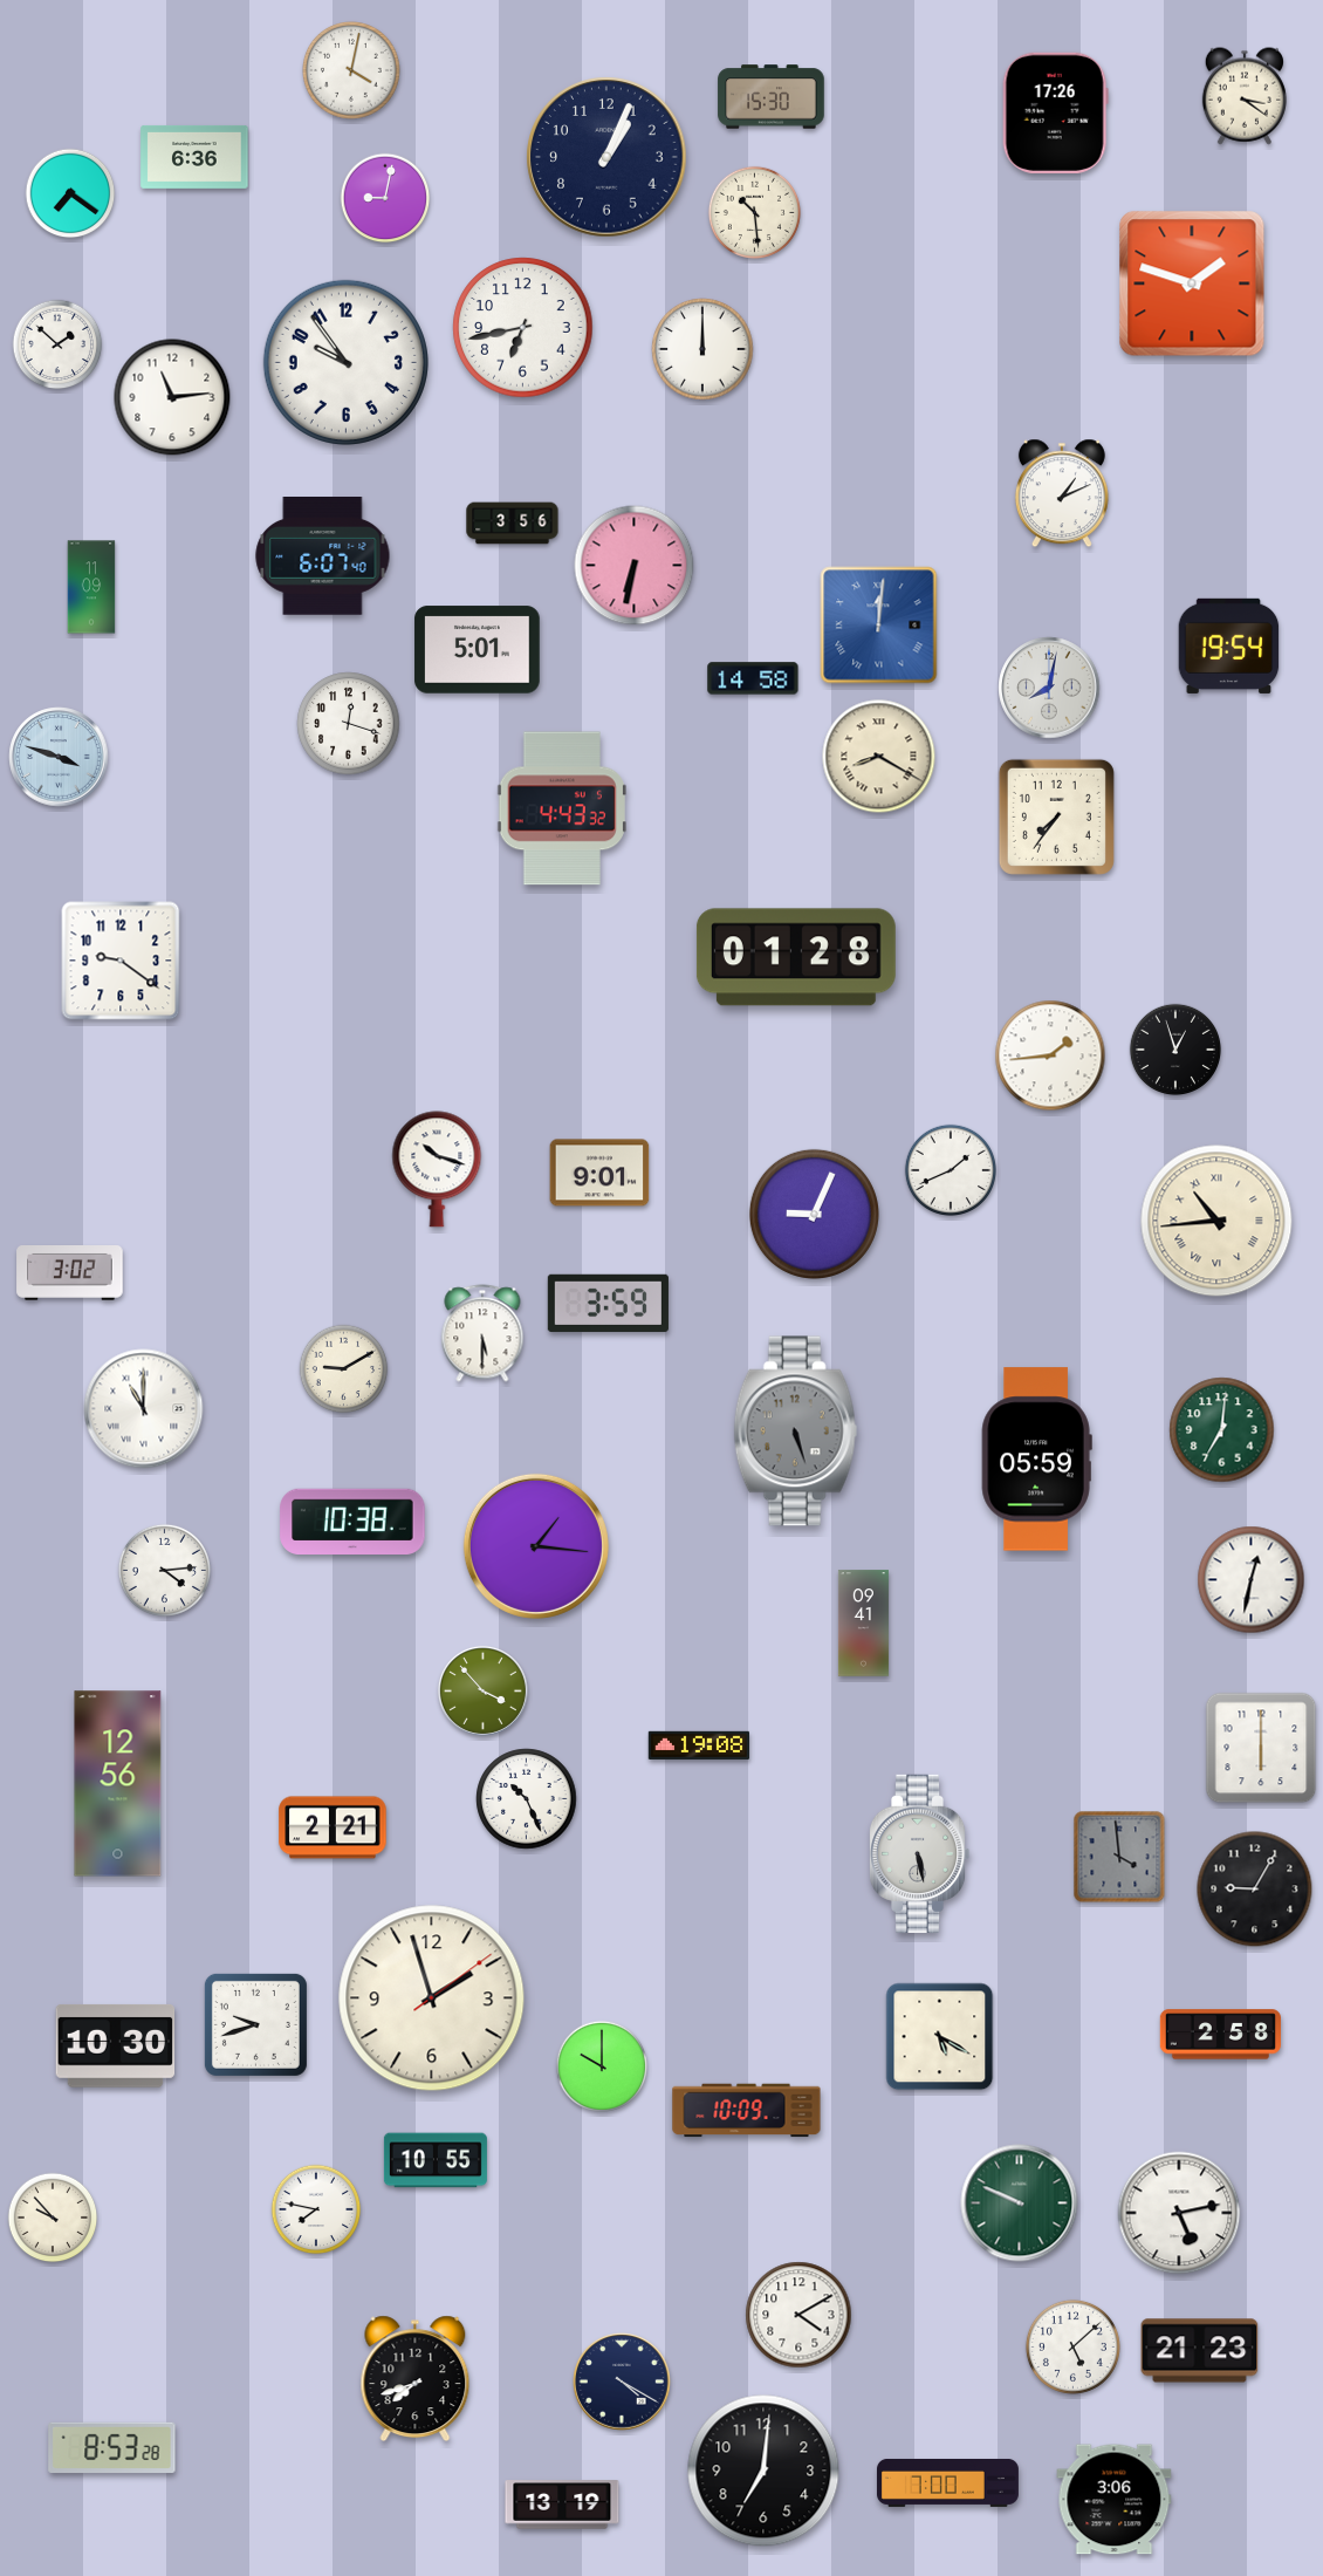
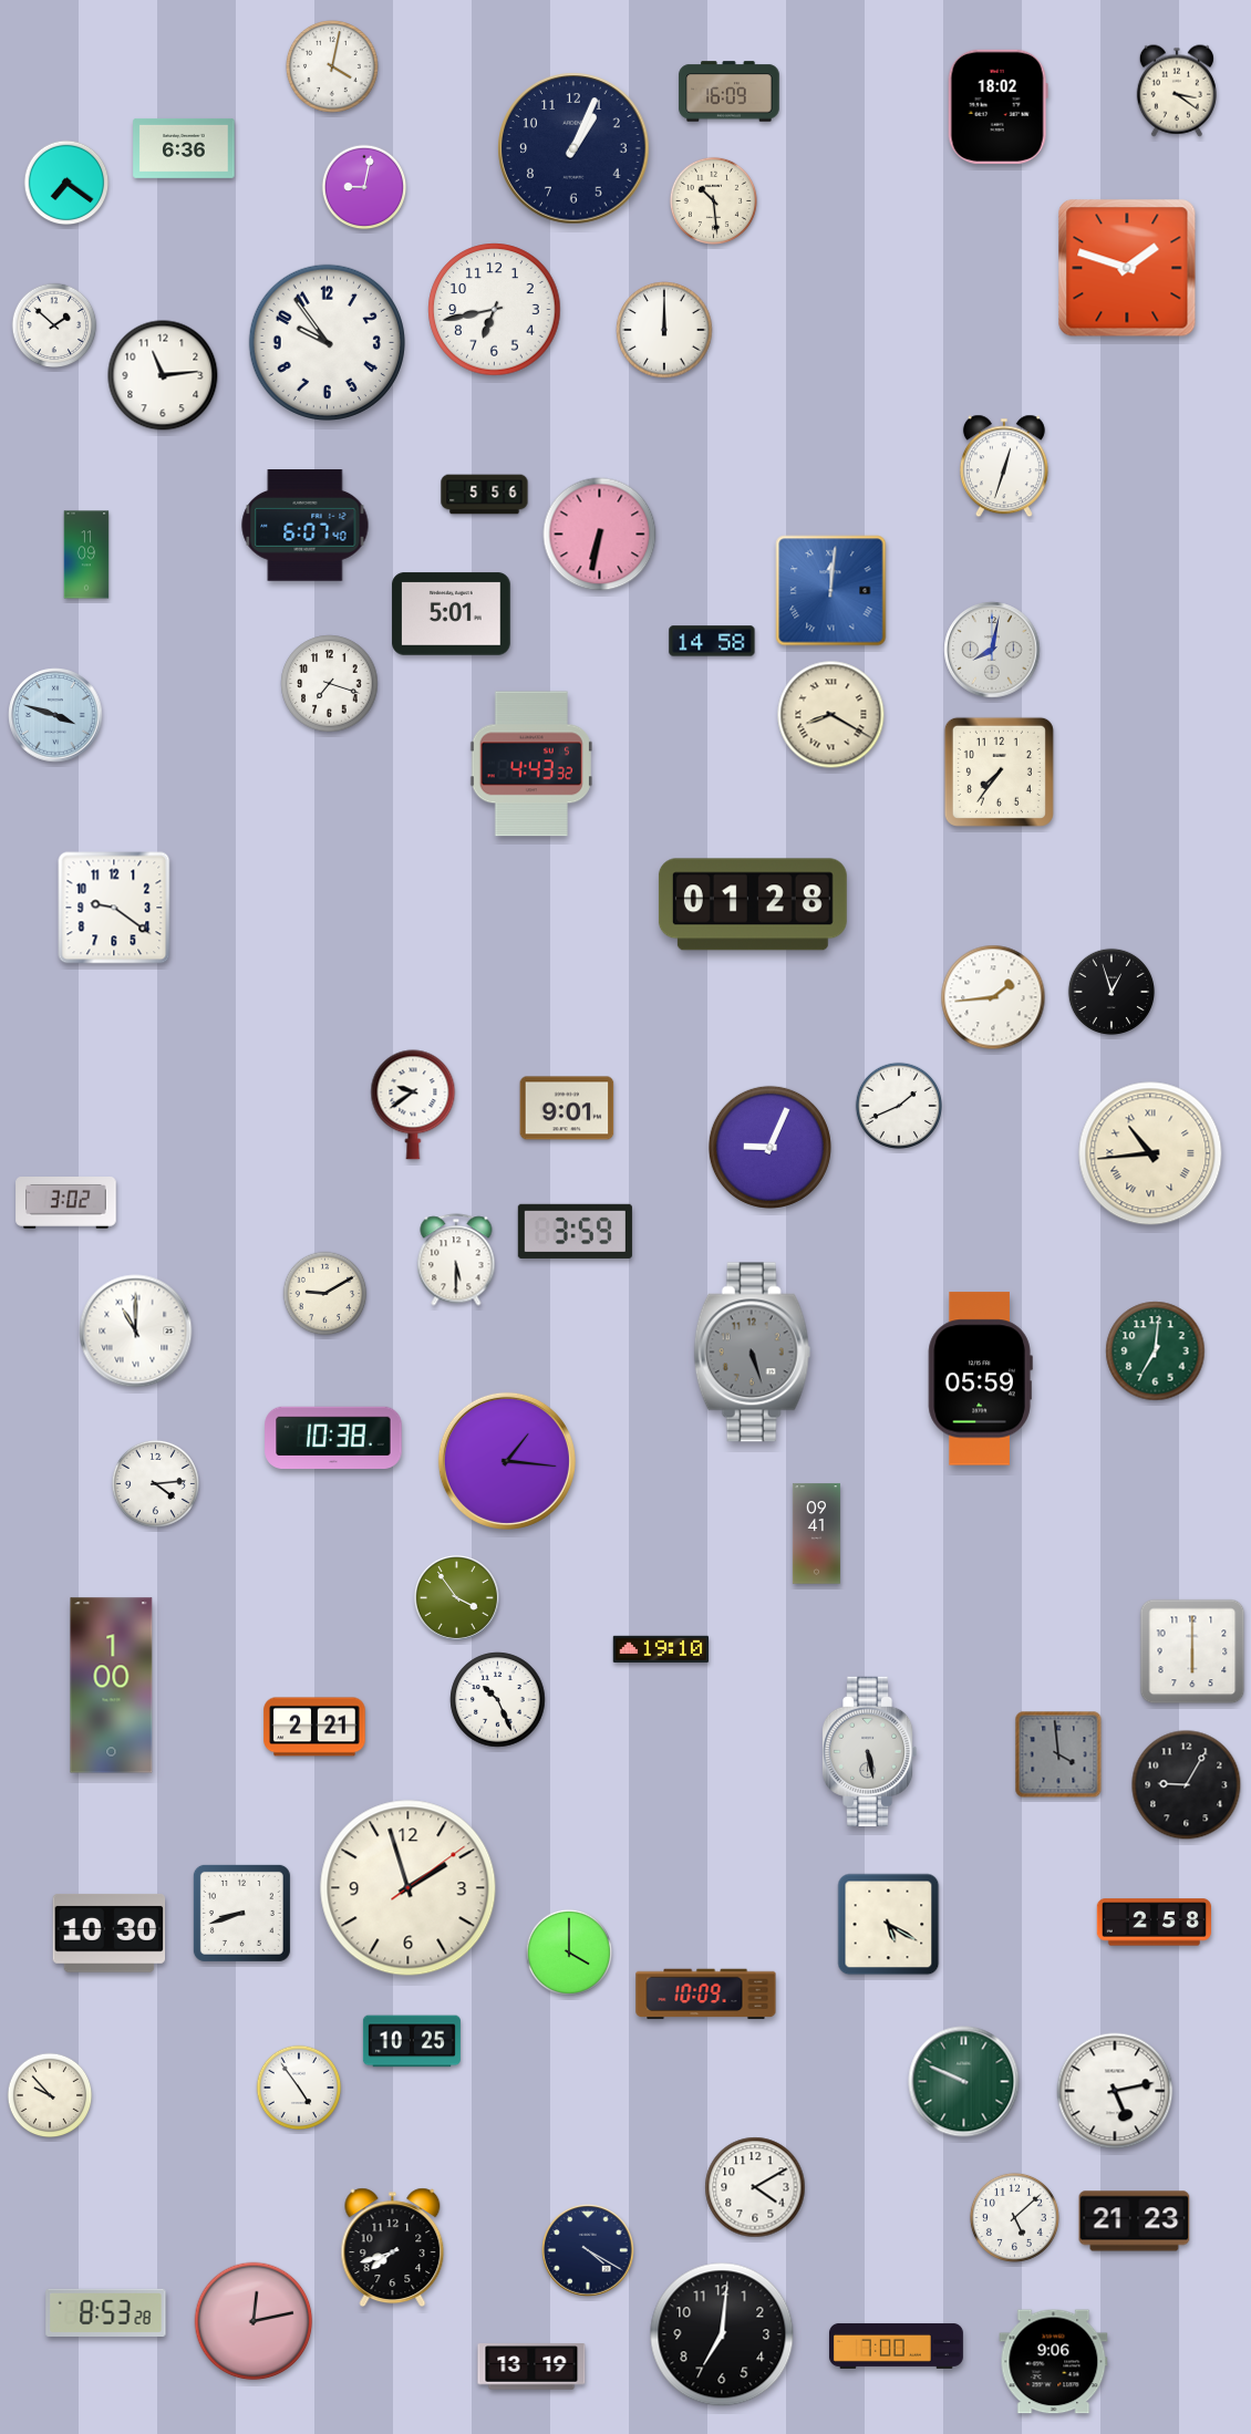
clock at (772, 97): 15:30 -> 16:09
clock at (1055, 112): 17:26 -> 18:02
clock at (1062, 493): 1:11 -> 12:33
clock at (513, 524): 3:56 -> 5:56
clock at (1229, 645): 19:54 -> none
clock at (349, 724): 12:18 -> 7:18
clock at (437, 1169): 10:18 -> 9:39
clock at (1252, 1580): 12:32 -> none
clock at (482, 1690): 3:53 -> 3:54
clock at (699, 1744): 19:08 -> 19:10
clock at (118, 1784): 12:56 -> 1:00
clock at (255, 2024): 9:42 -> 8:42
clock at (601, 2065): 10:00 -> 4:00
clock at (436, 2160): 10:55 -> 10:25
clock at (316, 2209): 7:47 -> 4:54
clock at (254, 2321): none -> 12:13
clock at (1115, 2500): 3:06 -> 9:06
